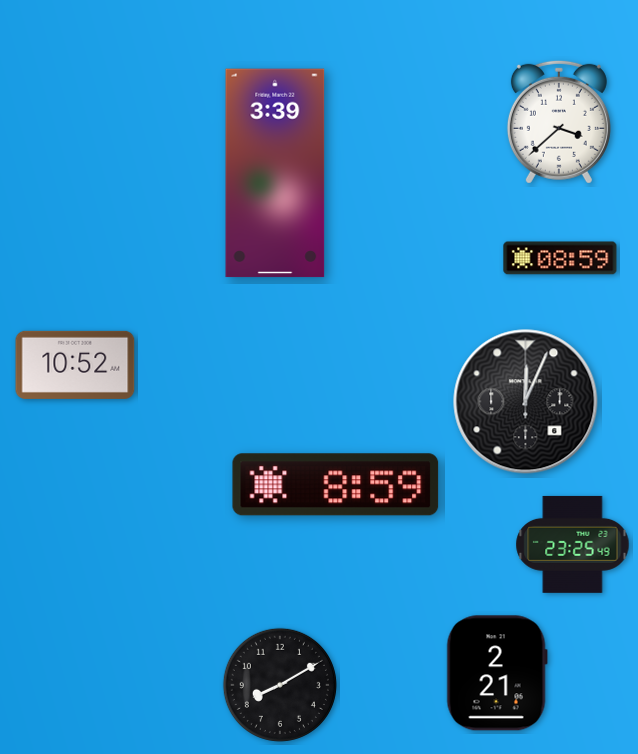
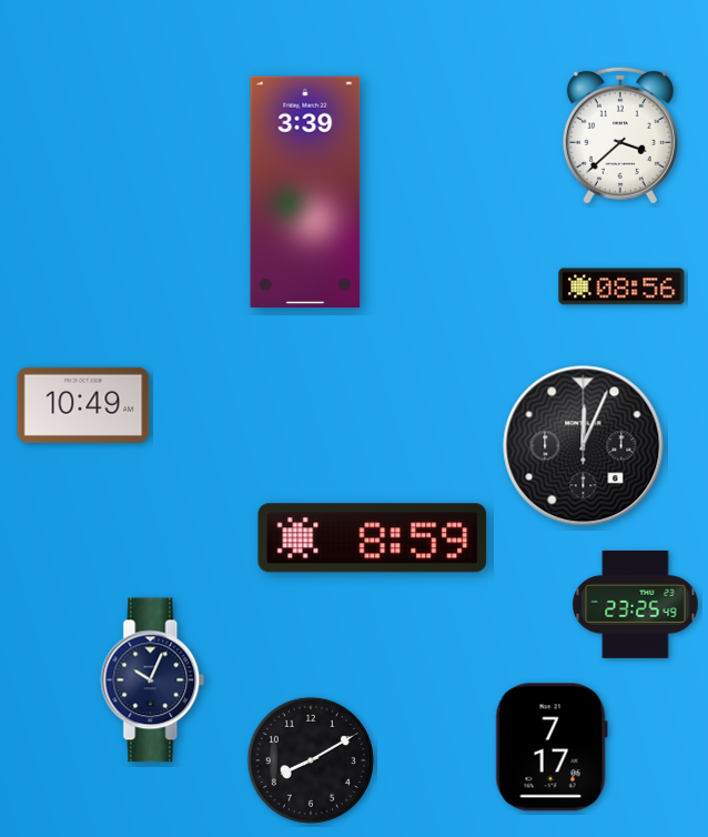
clock at (560, 258): 08:59 -> 08:56
clock at (75, 365): 10:52 -> 10:49
clock at (153, 680): none -> 10:04
clock at (497, 673): 2:21 -> 7:17
